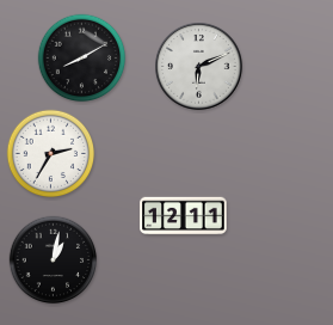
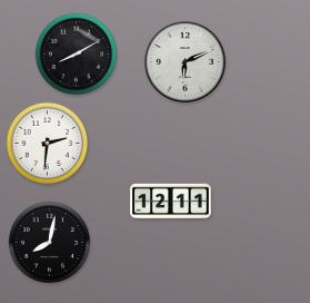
clock at (51, 154): 2:35 -> 2:31
clock at (54, 260): 1:02 -> 8:02
